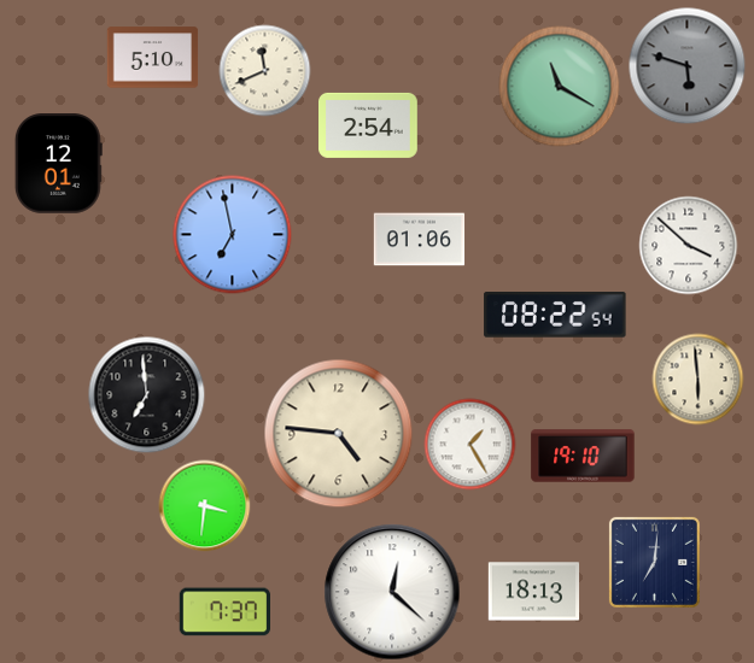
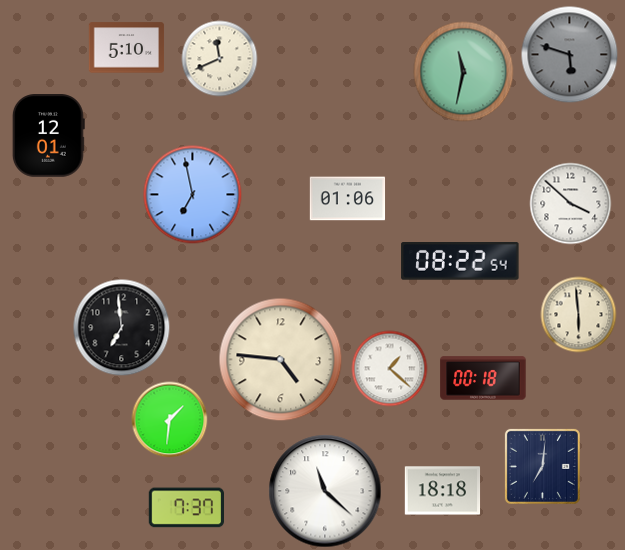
clock at (560, 87): 11:20 -> 11:32
clock at (369, 125): 2:54 -> none
clock at (470, 445): 1:25 -> 1:22
clock at (583, 456): 19:10 -> 00:18
clock at (205, 506): 3:31 -> 1:31
clock at (392, 592): 12:22 -> 11:22
clock at (534, 592): 18:13 -> 18:18
